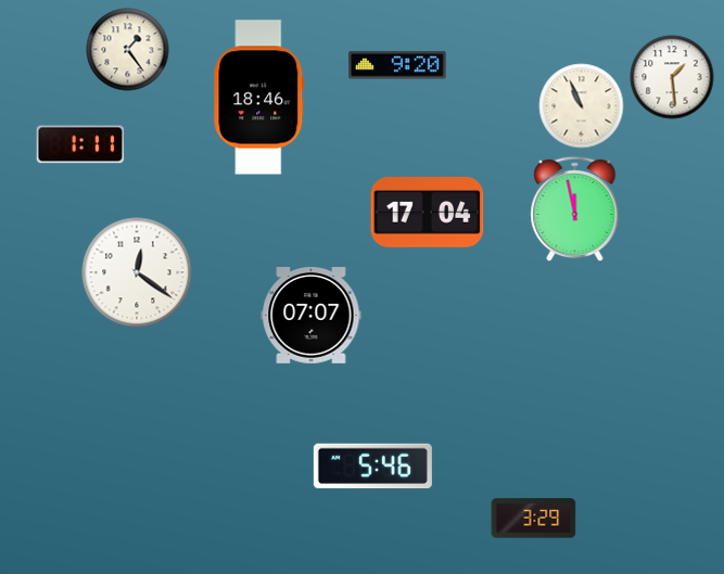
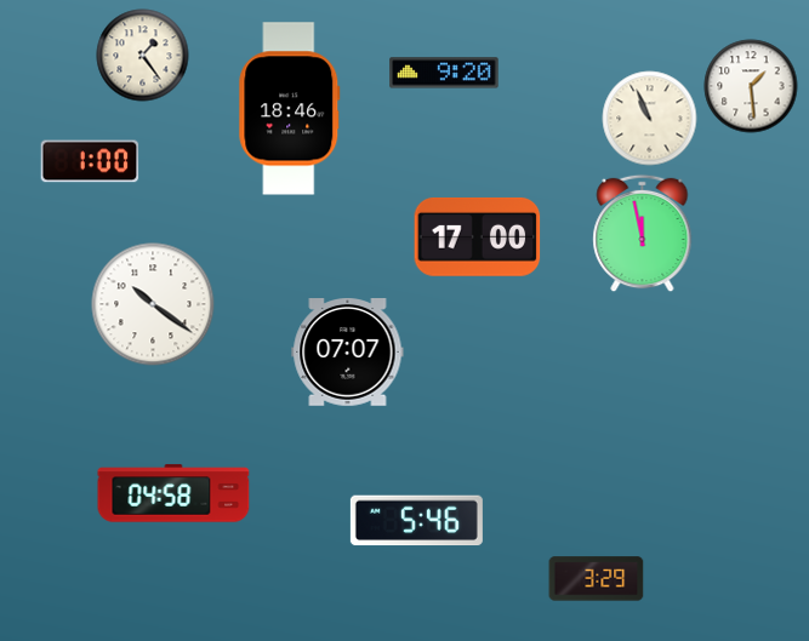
clock at (80, 144): 1:11 -> 1:00
clock at (428, 212): 17:04 -> 17:00
clock at (137, 272): 12:21 -> 10:21
clock at (173, 493): none -> 04:58
